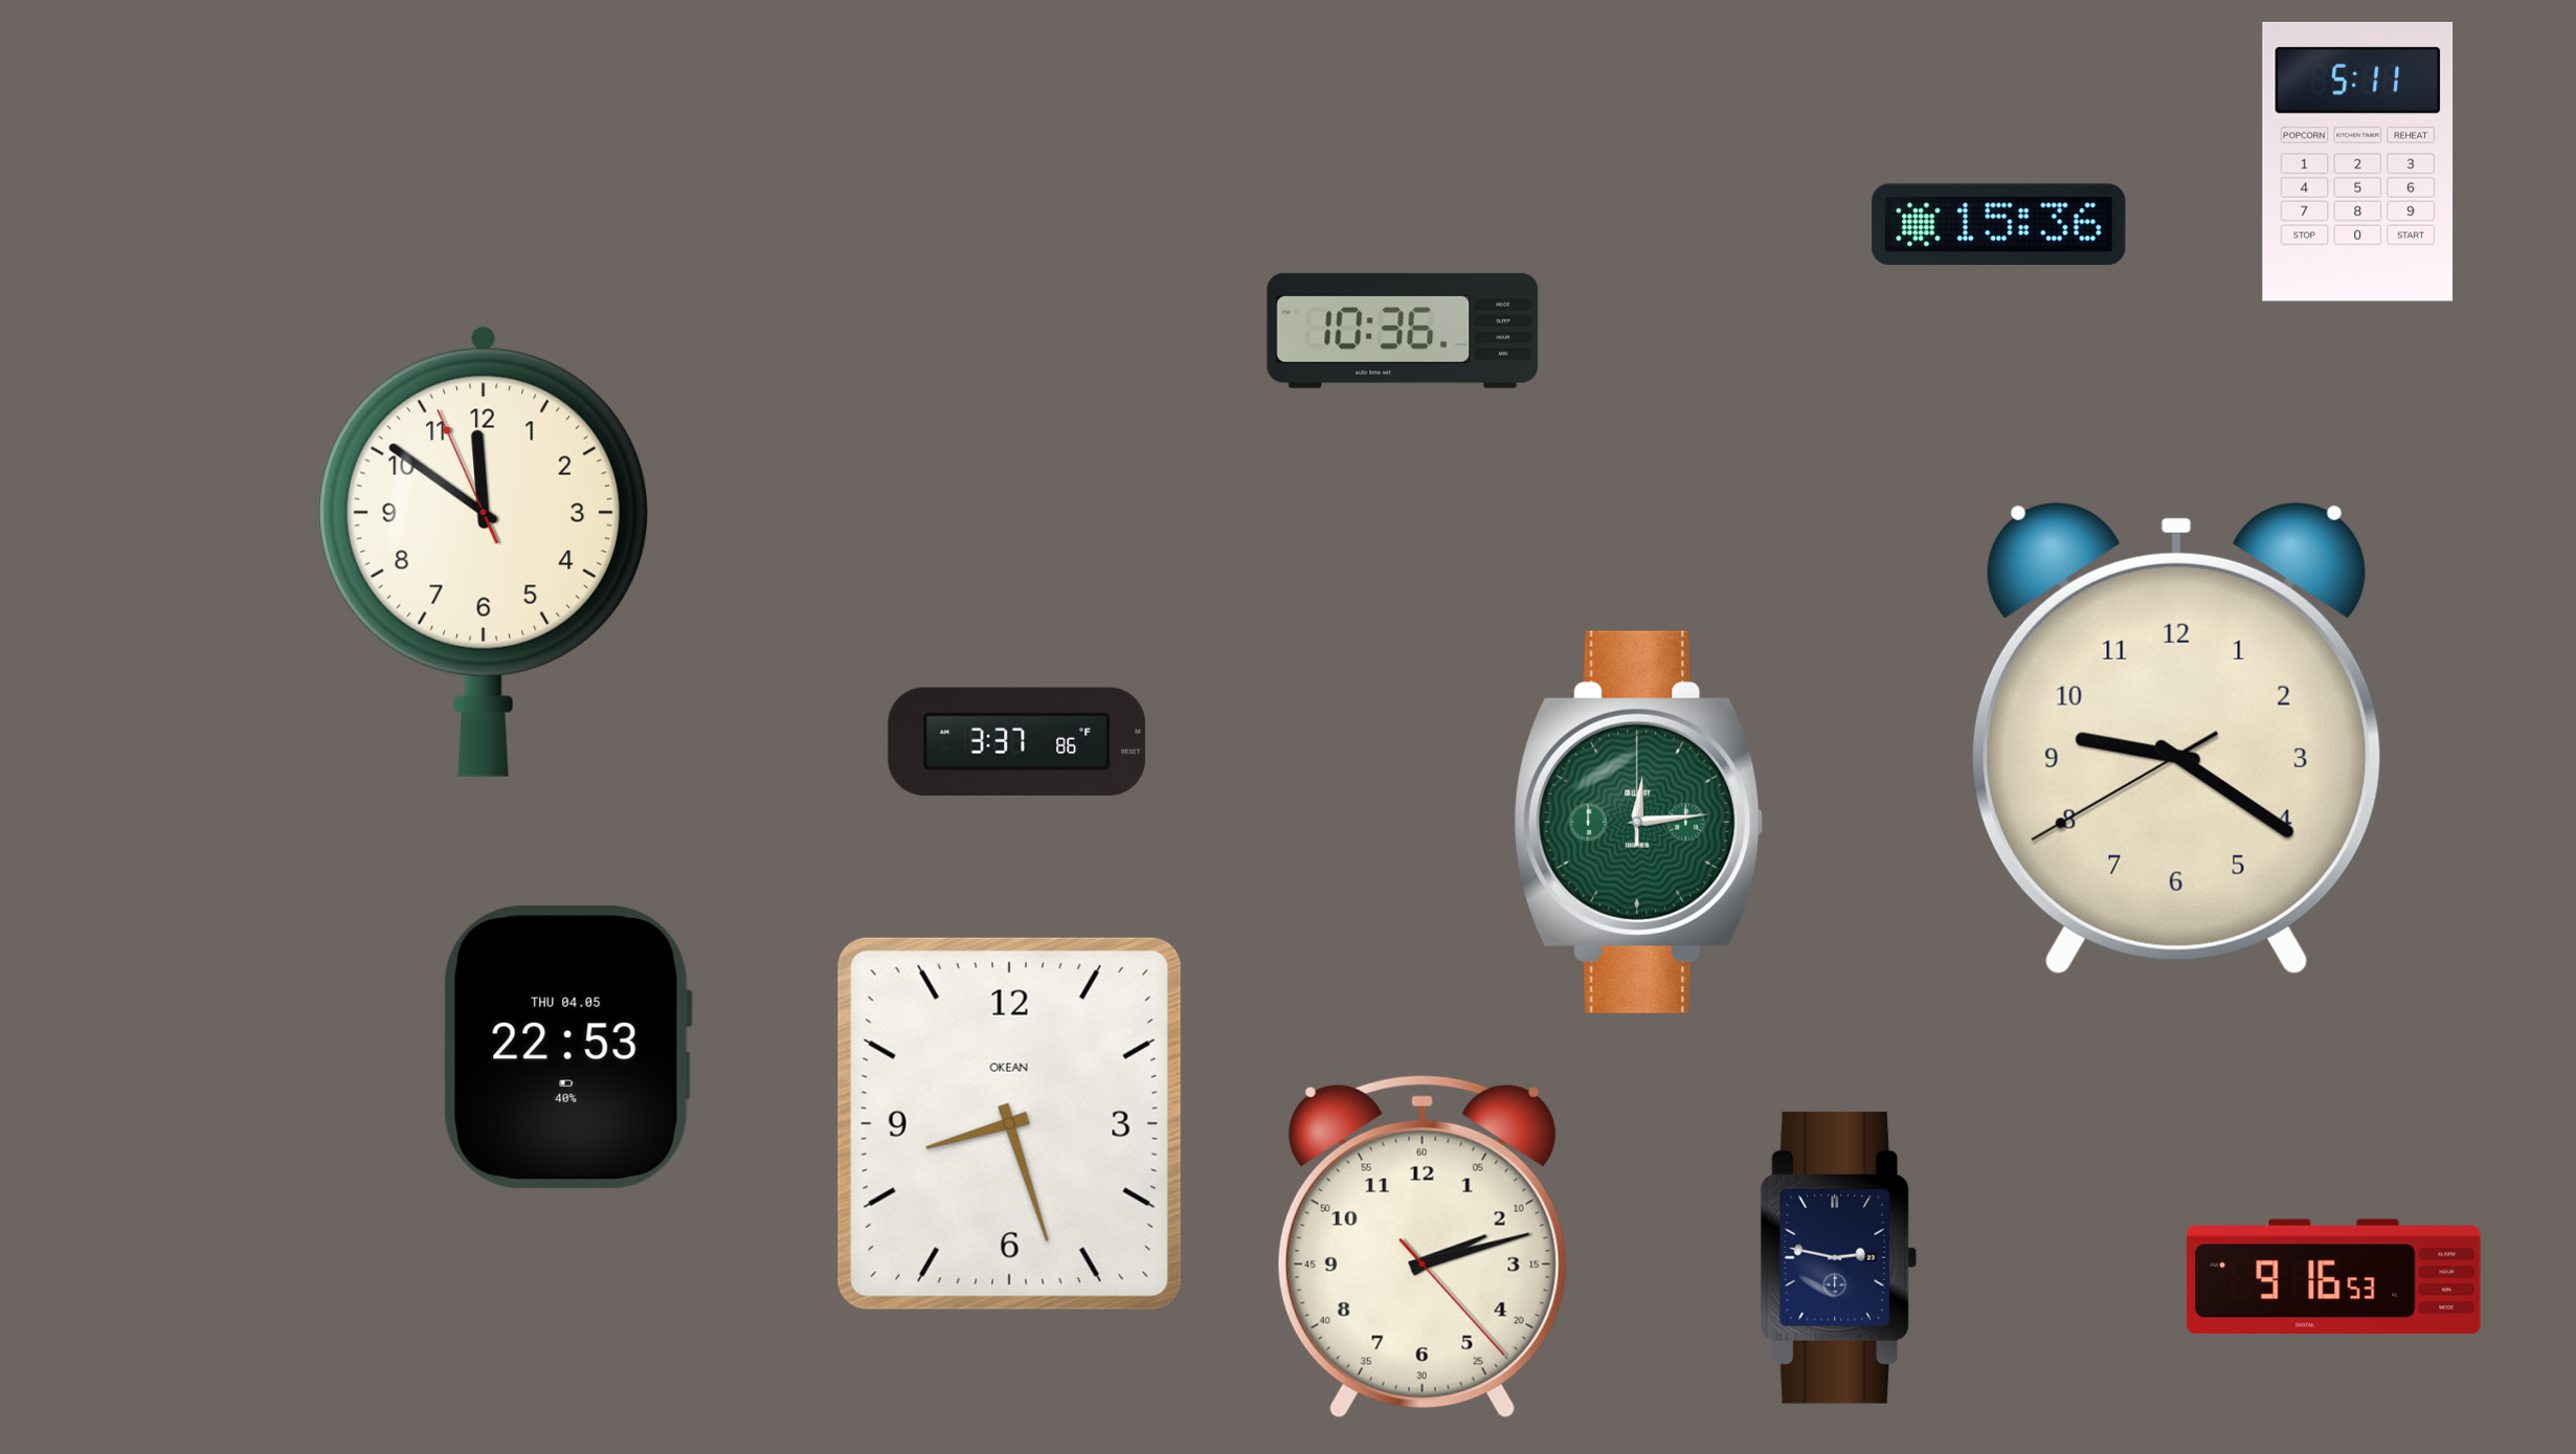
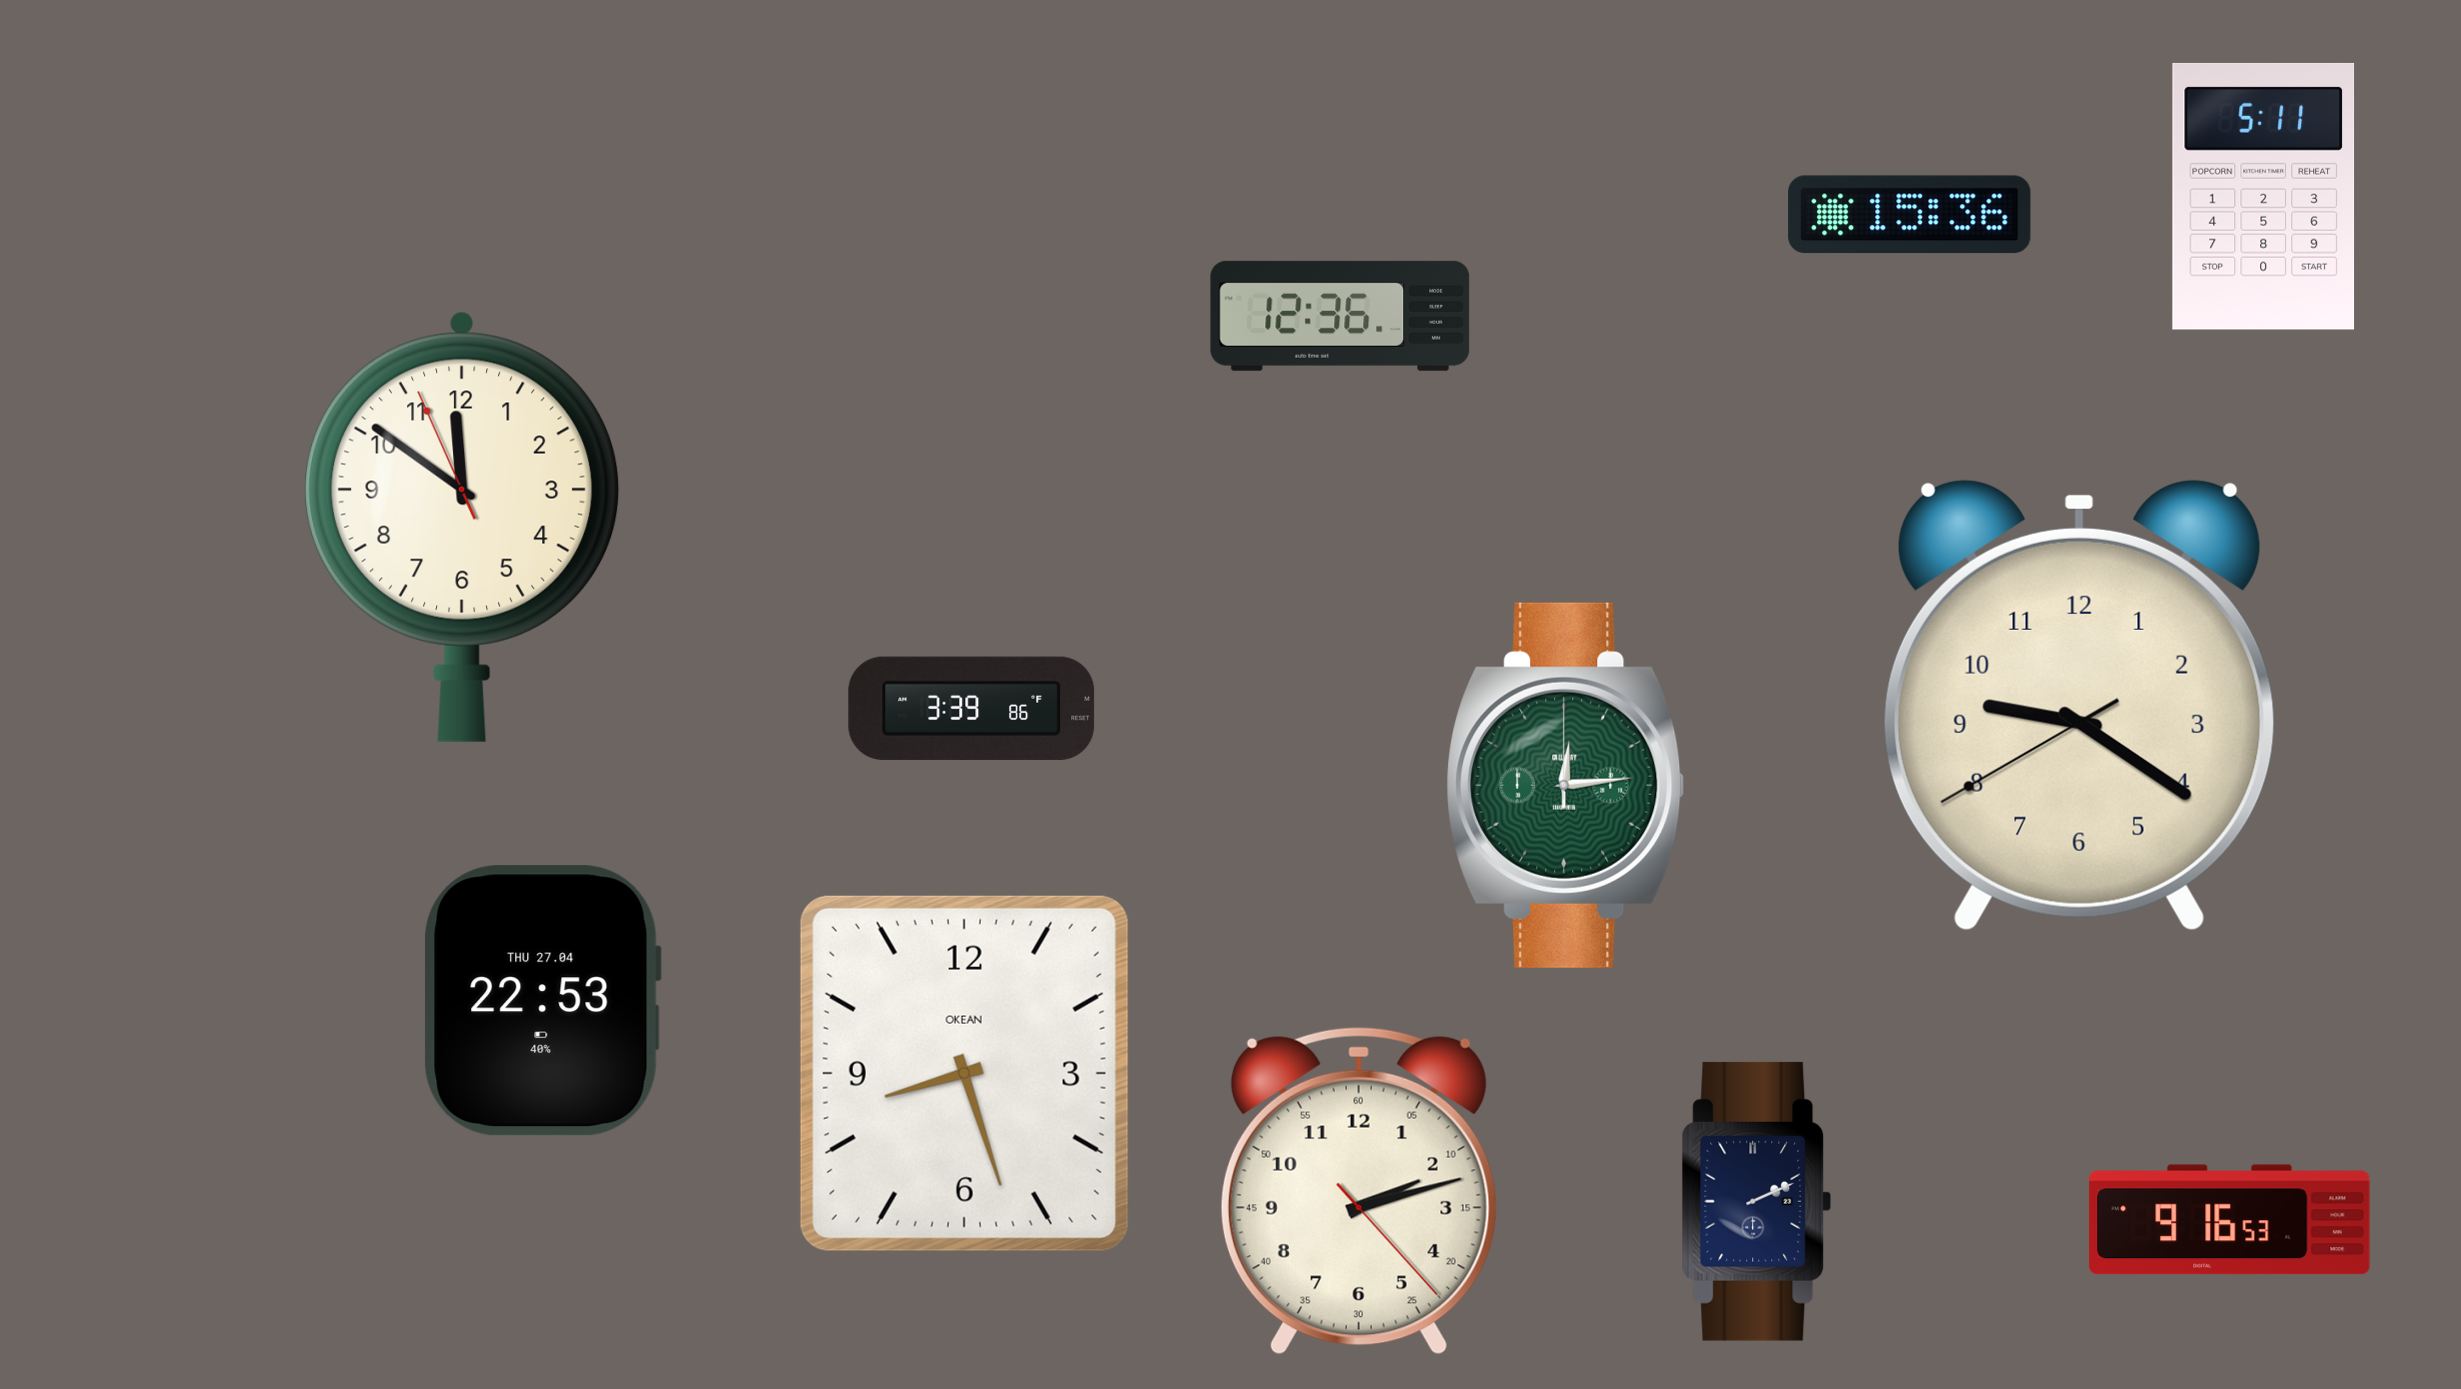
clock at (2358, 161) position: (2358, 161) -> (2264, 196)
clock at (1403, 331): 10:36 -> 12:36
clock at (1017, 741): 3:37 -> 3:39
clock at (567, 1048) date: THU 04.05 -> THU 27.04
clock at (1839, 1257): 2:47 -> 2:11
